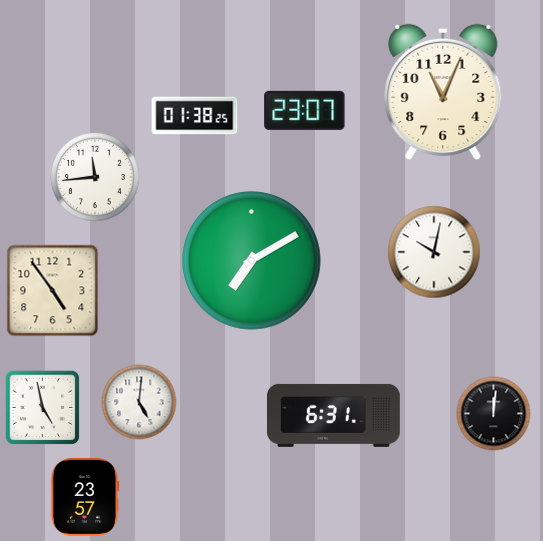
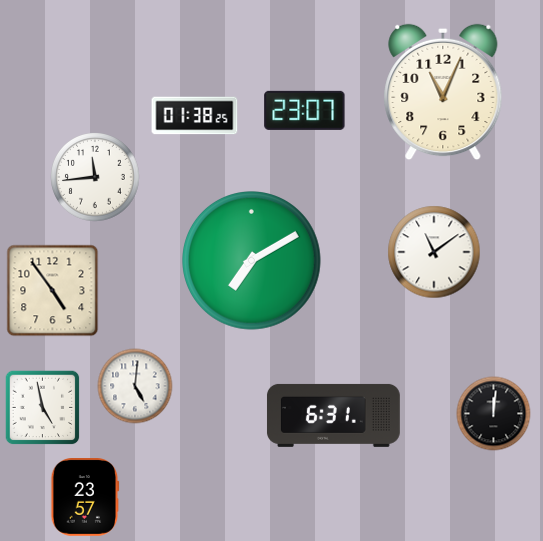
clock at (434, 252): 10:02 -> 11:09
clock at (139, 402) position: (139, 402) -> (135, 386)
